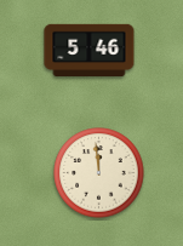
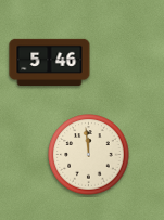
clock at (90, 50) position: (90, 50) -> (50, 62)
